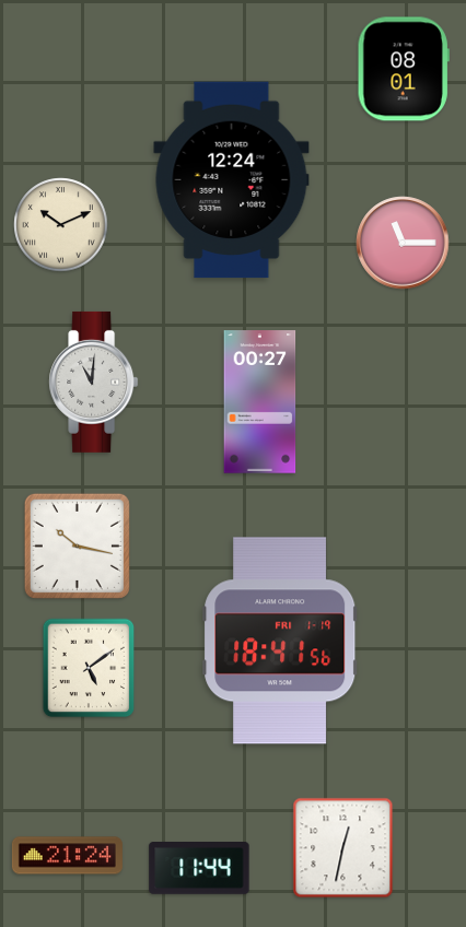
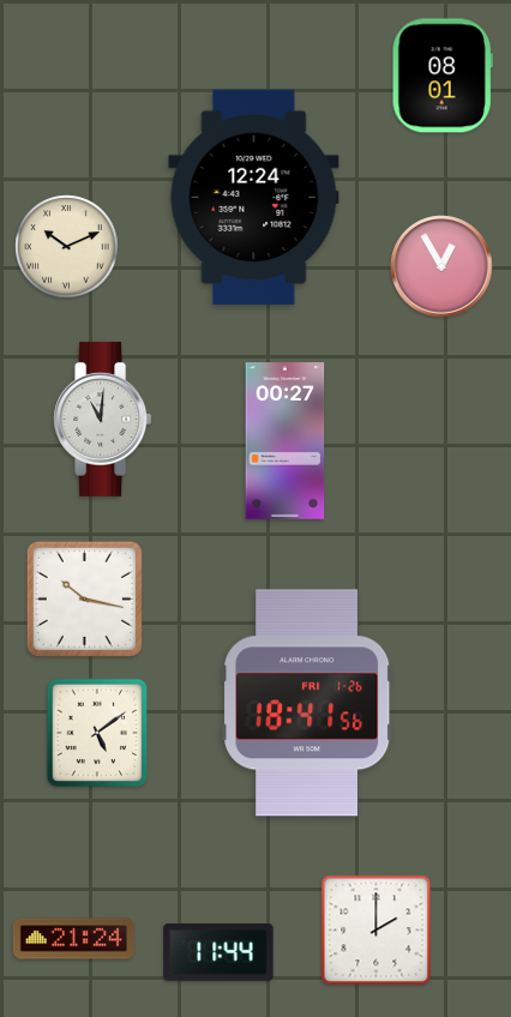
clock at (403, 243): 11:15 -> 12:55
clock at (280, 641) date: FRI 1-19 -> FRI 1-26
clock at (343, 848): 12:32 -> 2:00
